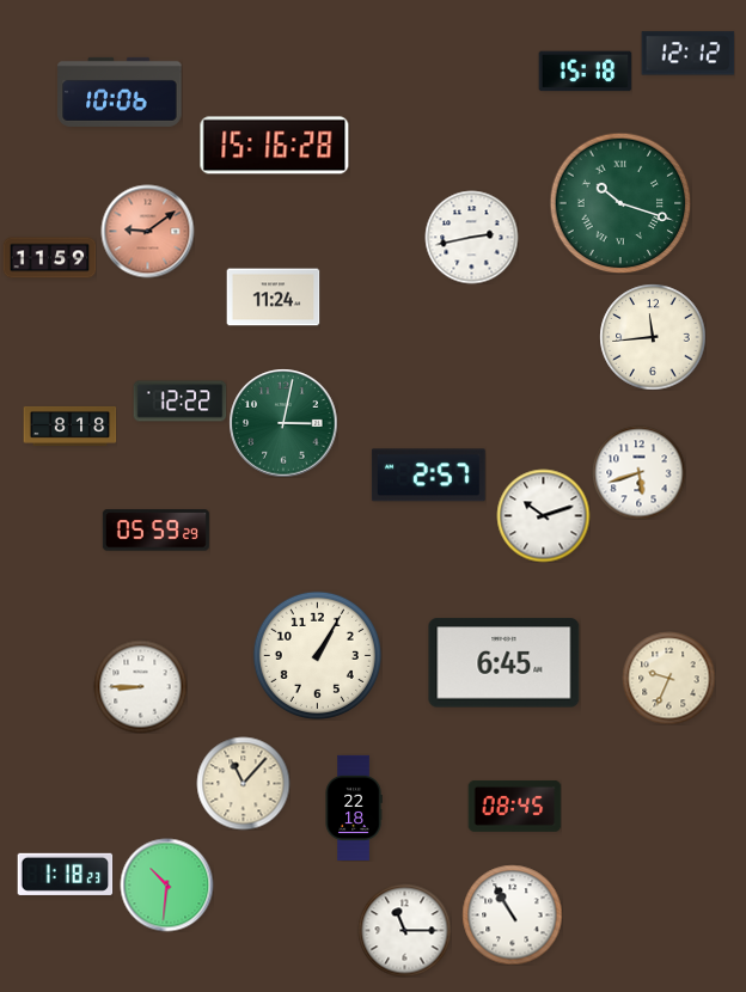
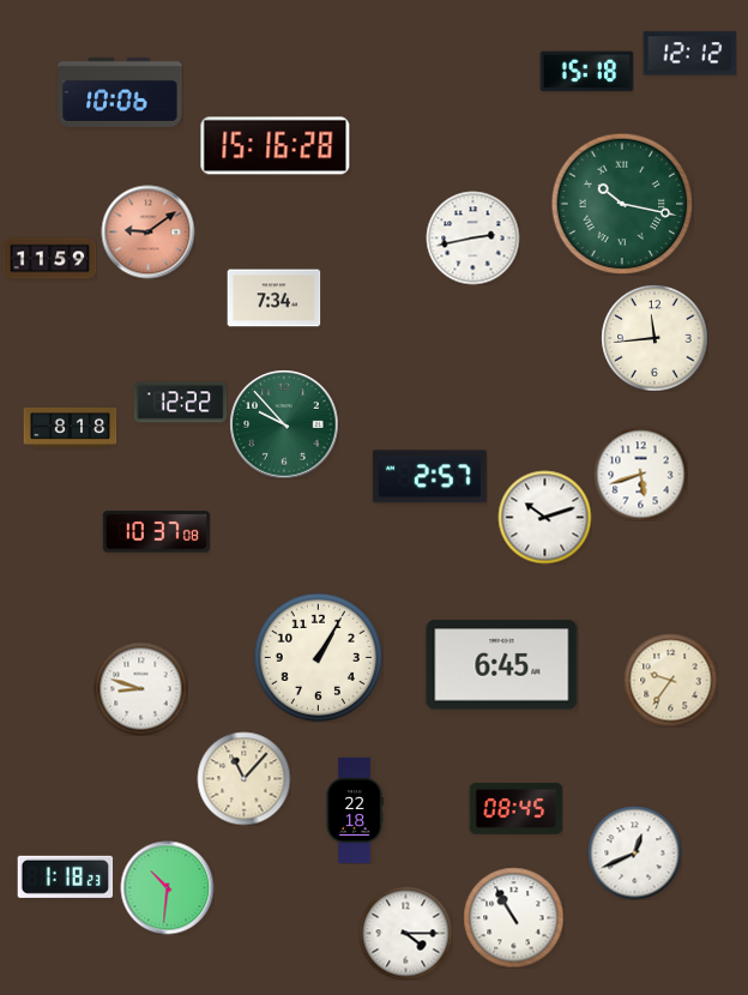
clock at (620, 203): 10:18 -> 10:17
clock at (273, 298): 11:24 -> 7:34
clock at (283, 423): 3:02 -> 9:53
clock at (155, 531): 05:59 -> 10:37
clock at (505, 663) position: (505, 663) -> (502, 665)
clock at (668, 678): 9:34 -> 9:36
clock at (140, 686): 8:45 -> 8:48
clock at (243, 783) position: (243, 783) -> (243, 778)
clock at (634, 852): none -> 12:41
clock at (404, 930): 11:15 -> 4:15
